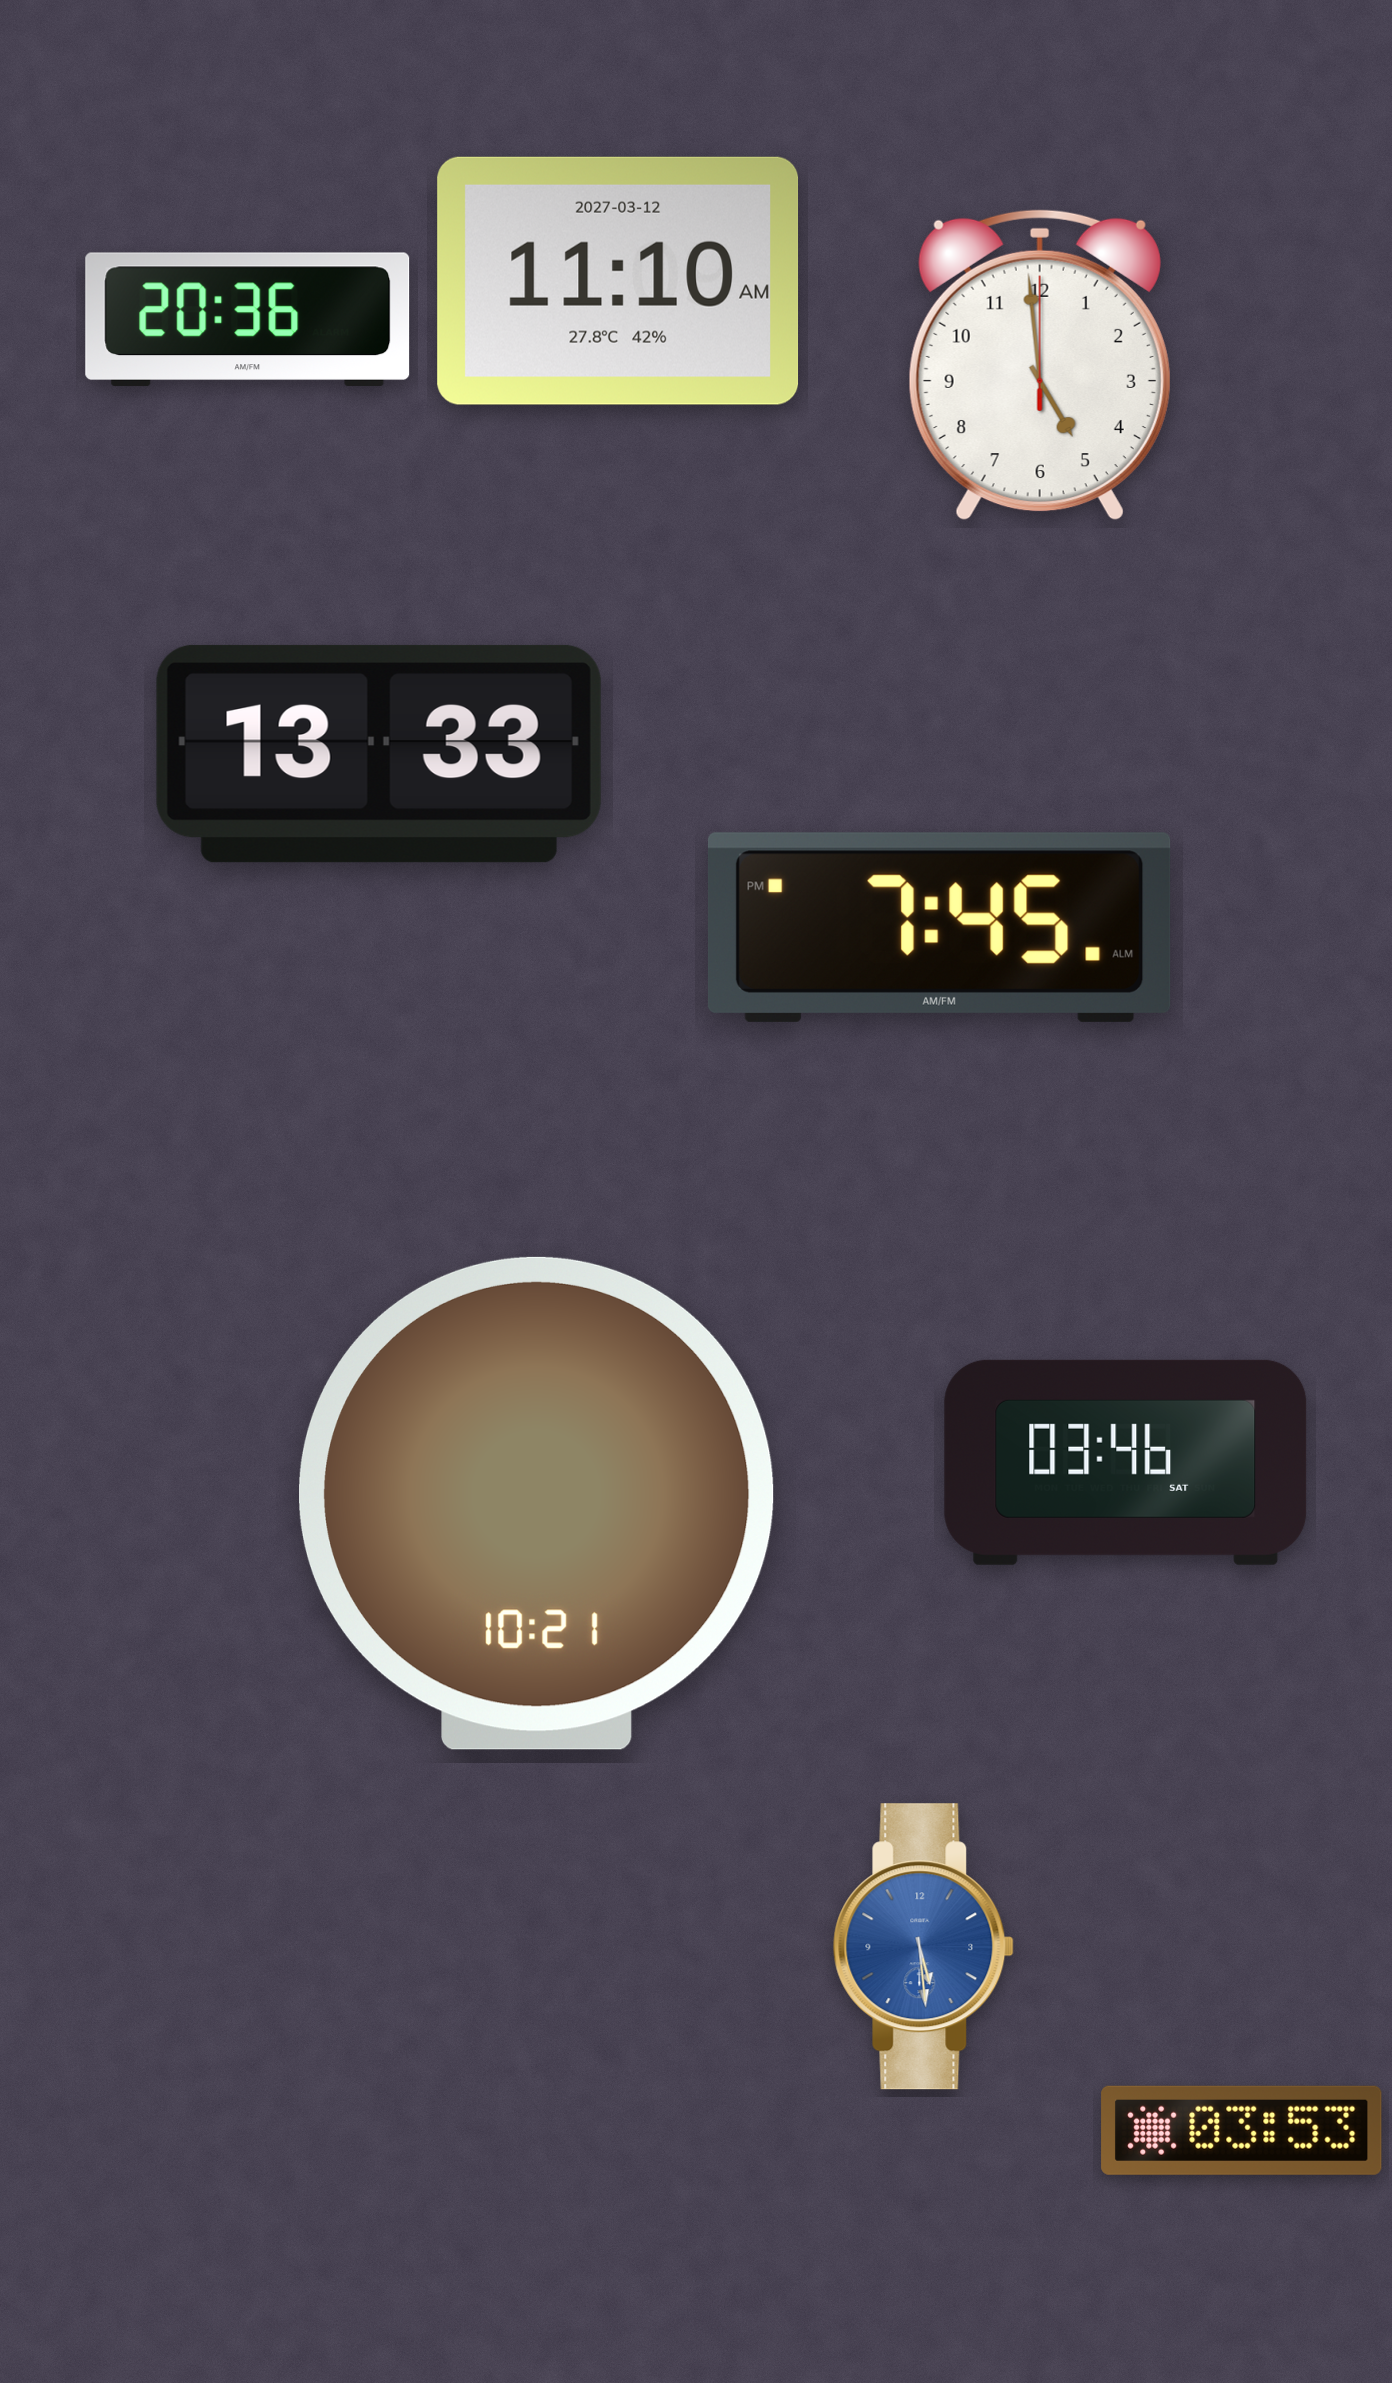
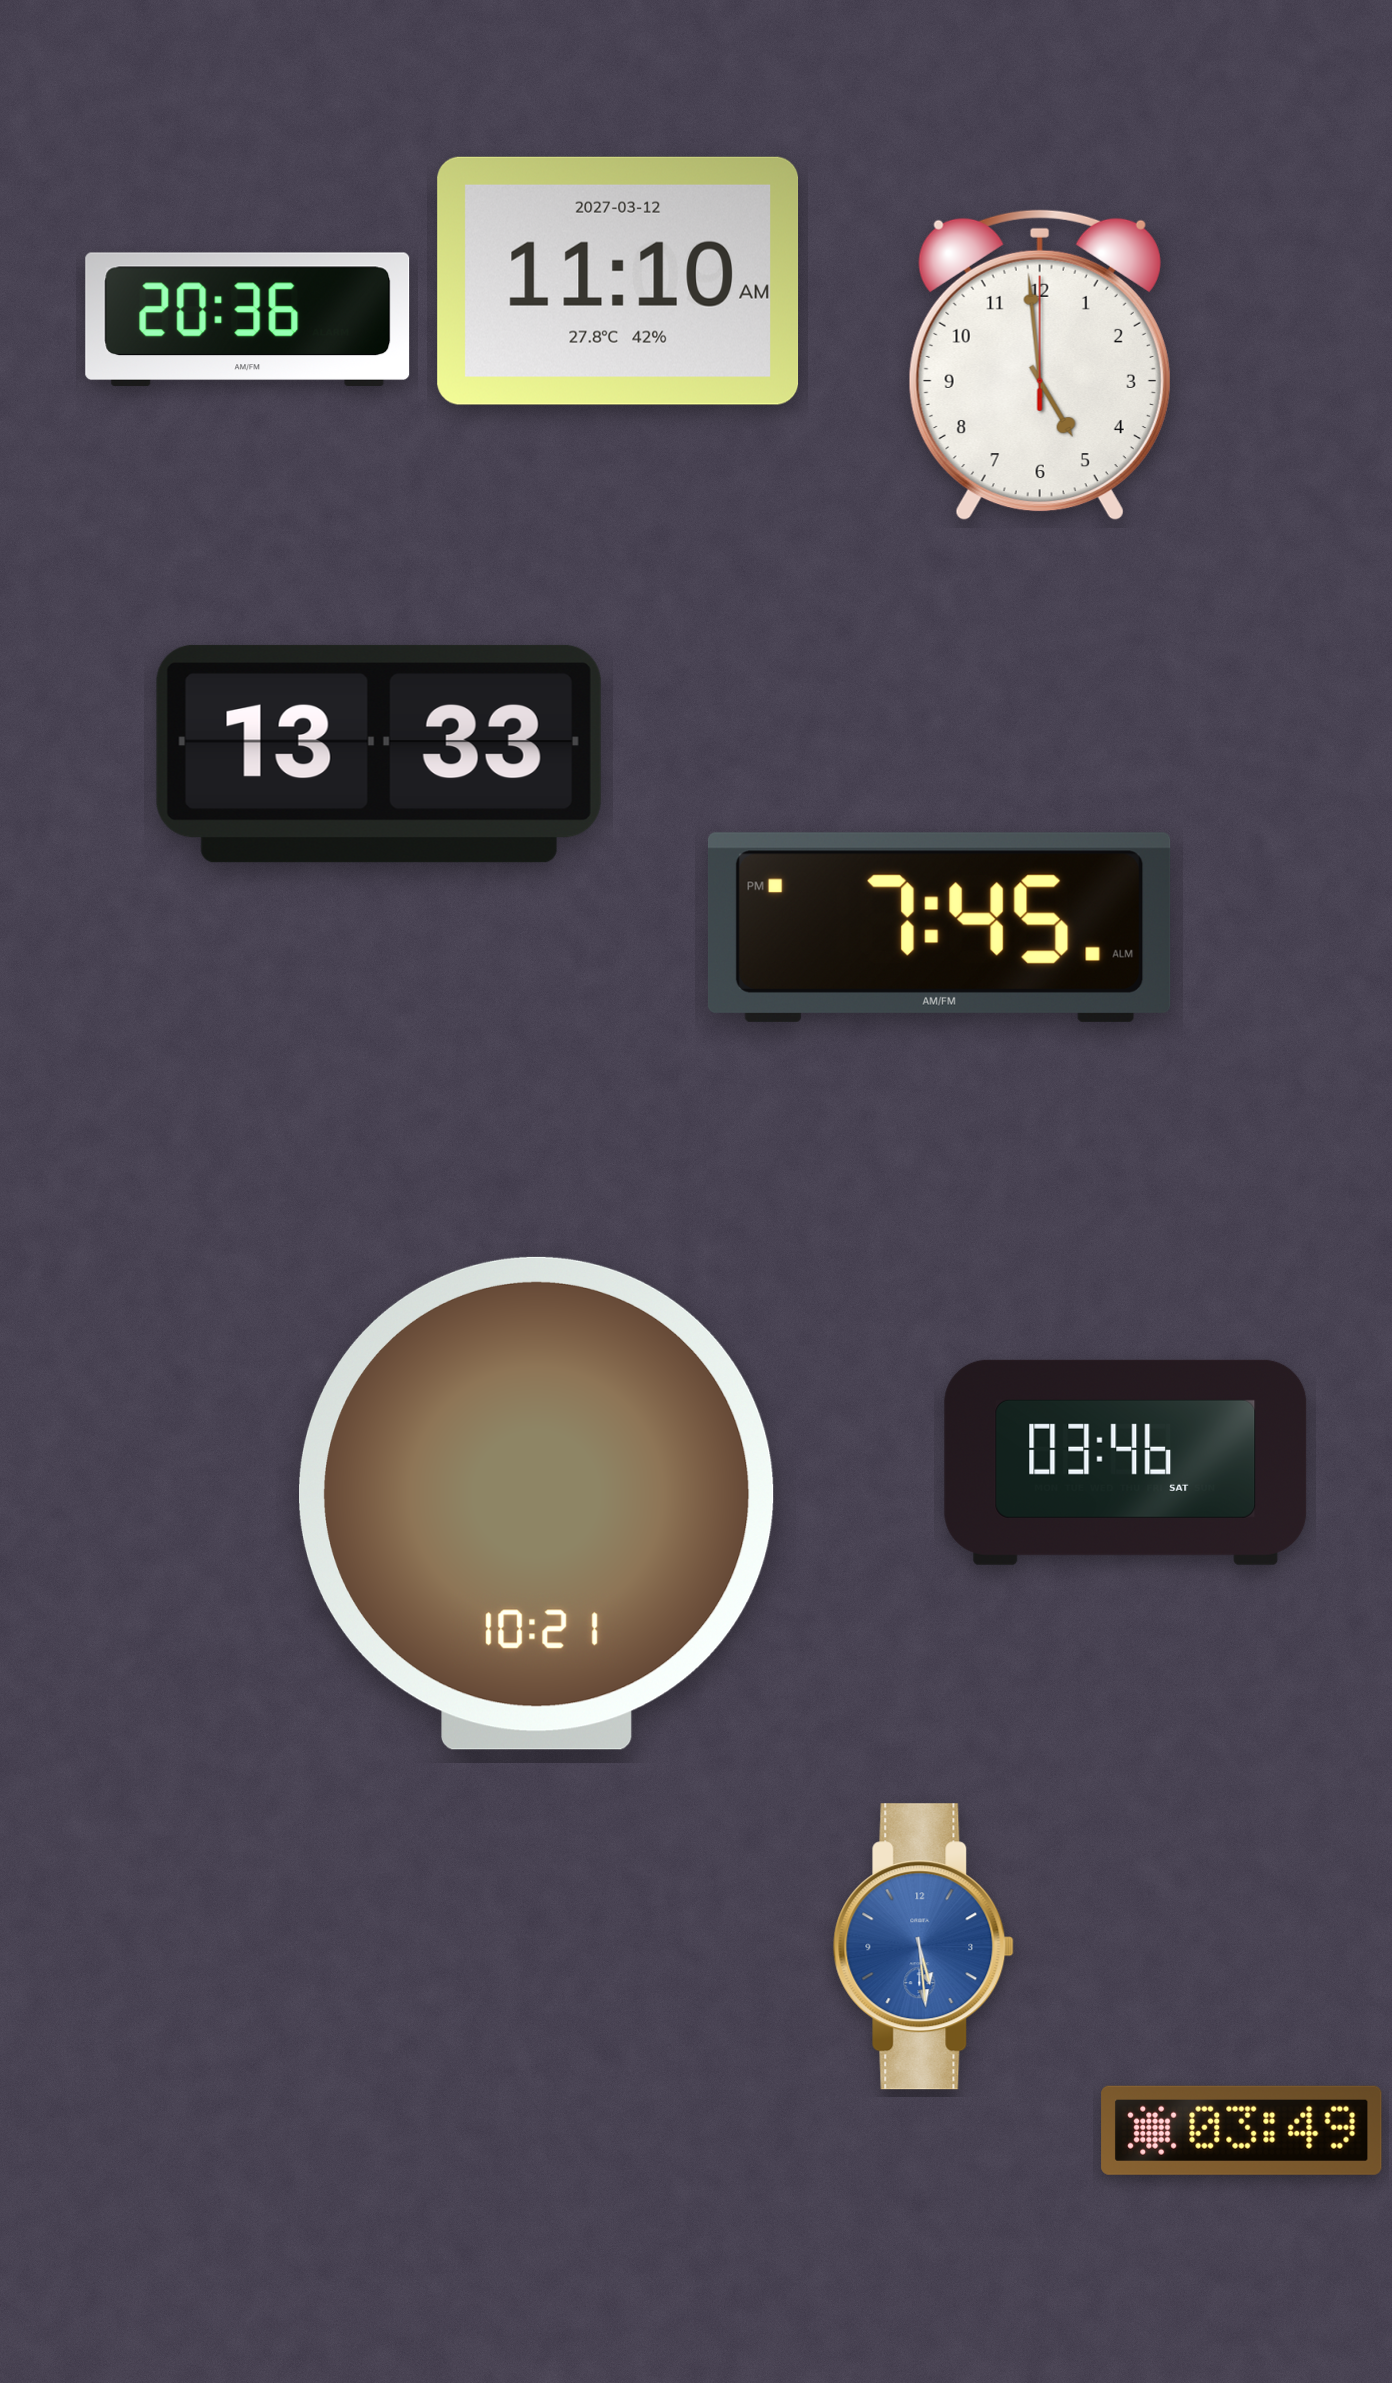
clock at (1242, 2130): 03:53 -> 03:49
